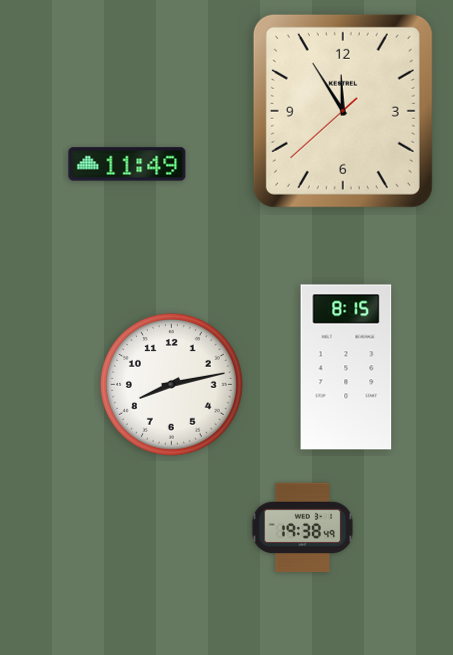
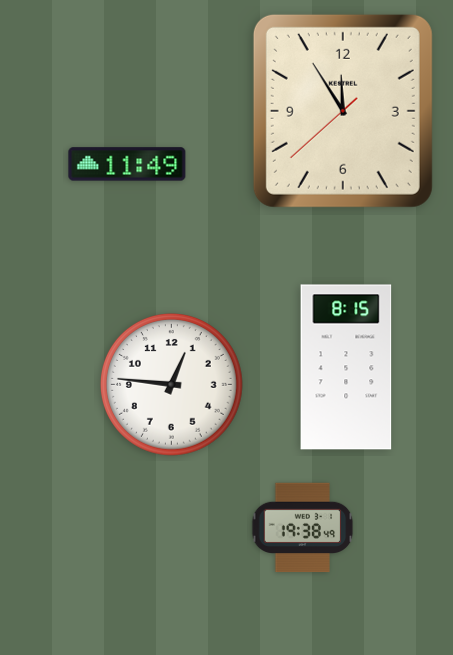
clock at (171, 384): 8:13 -> 12:46
